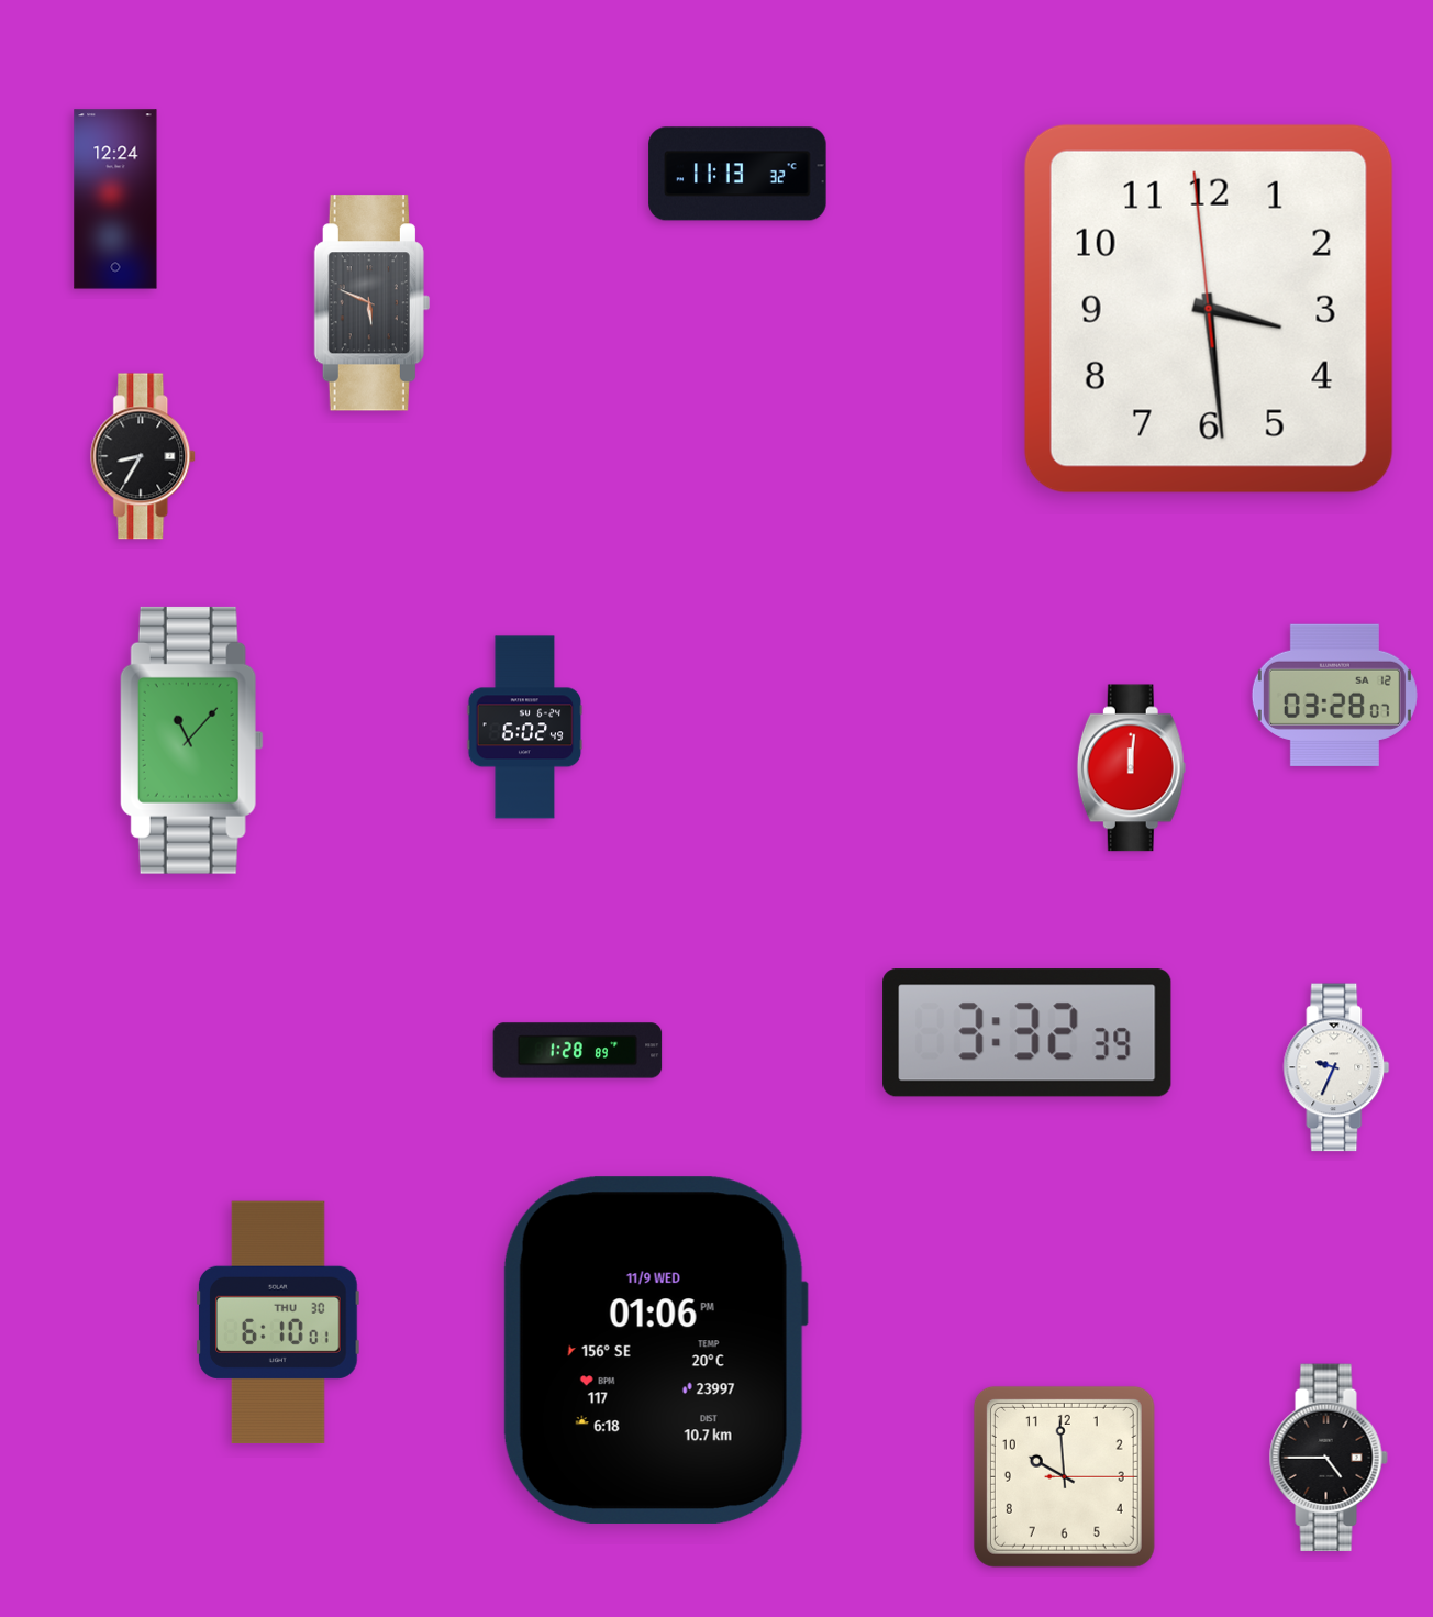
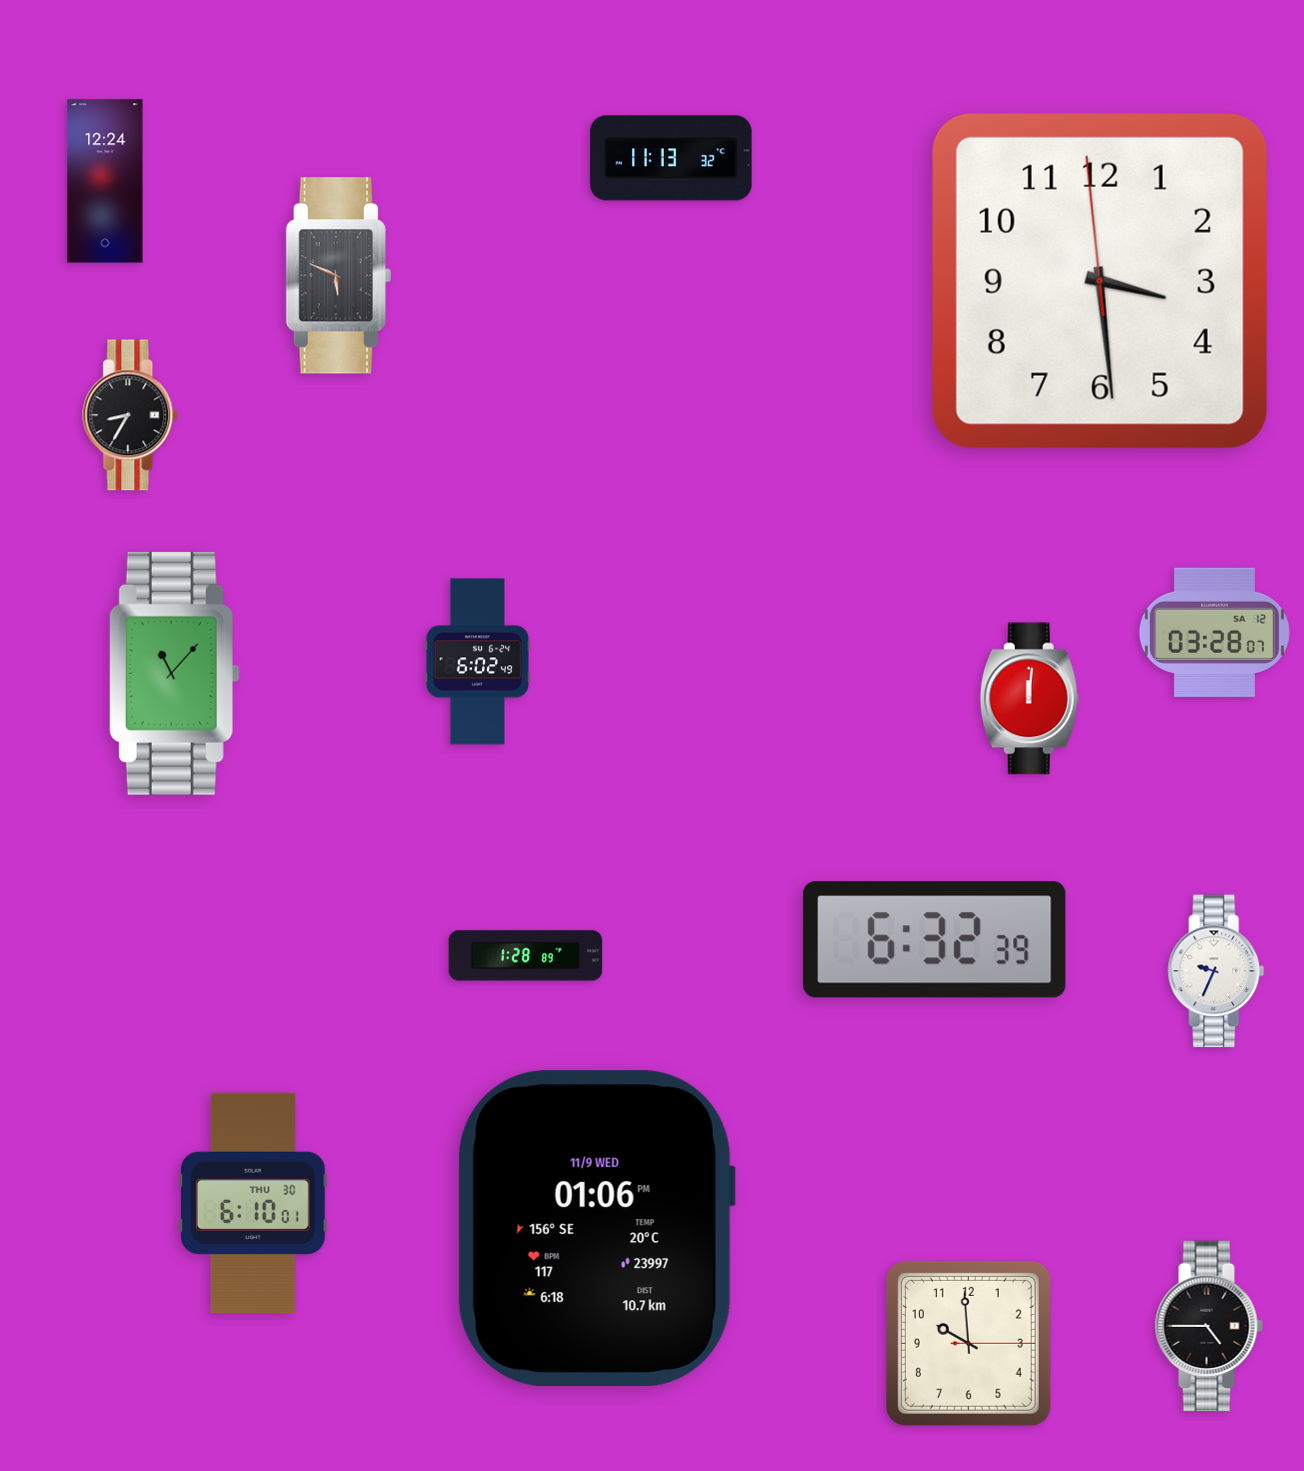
clock at (1027, 1033): 3:32 -> 6:32
